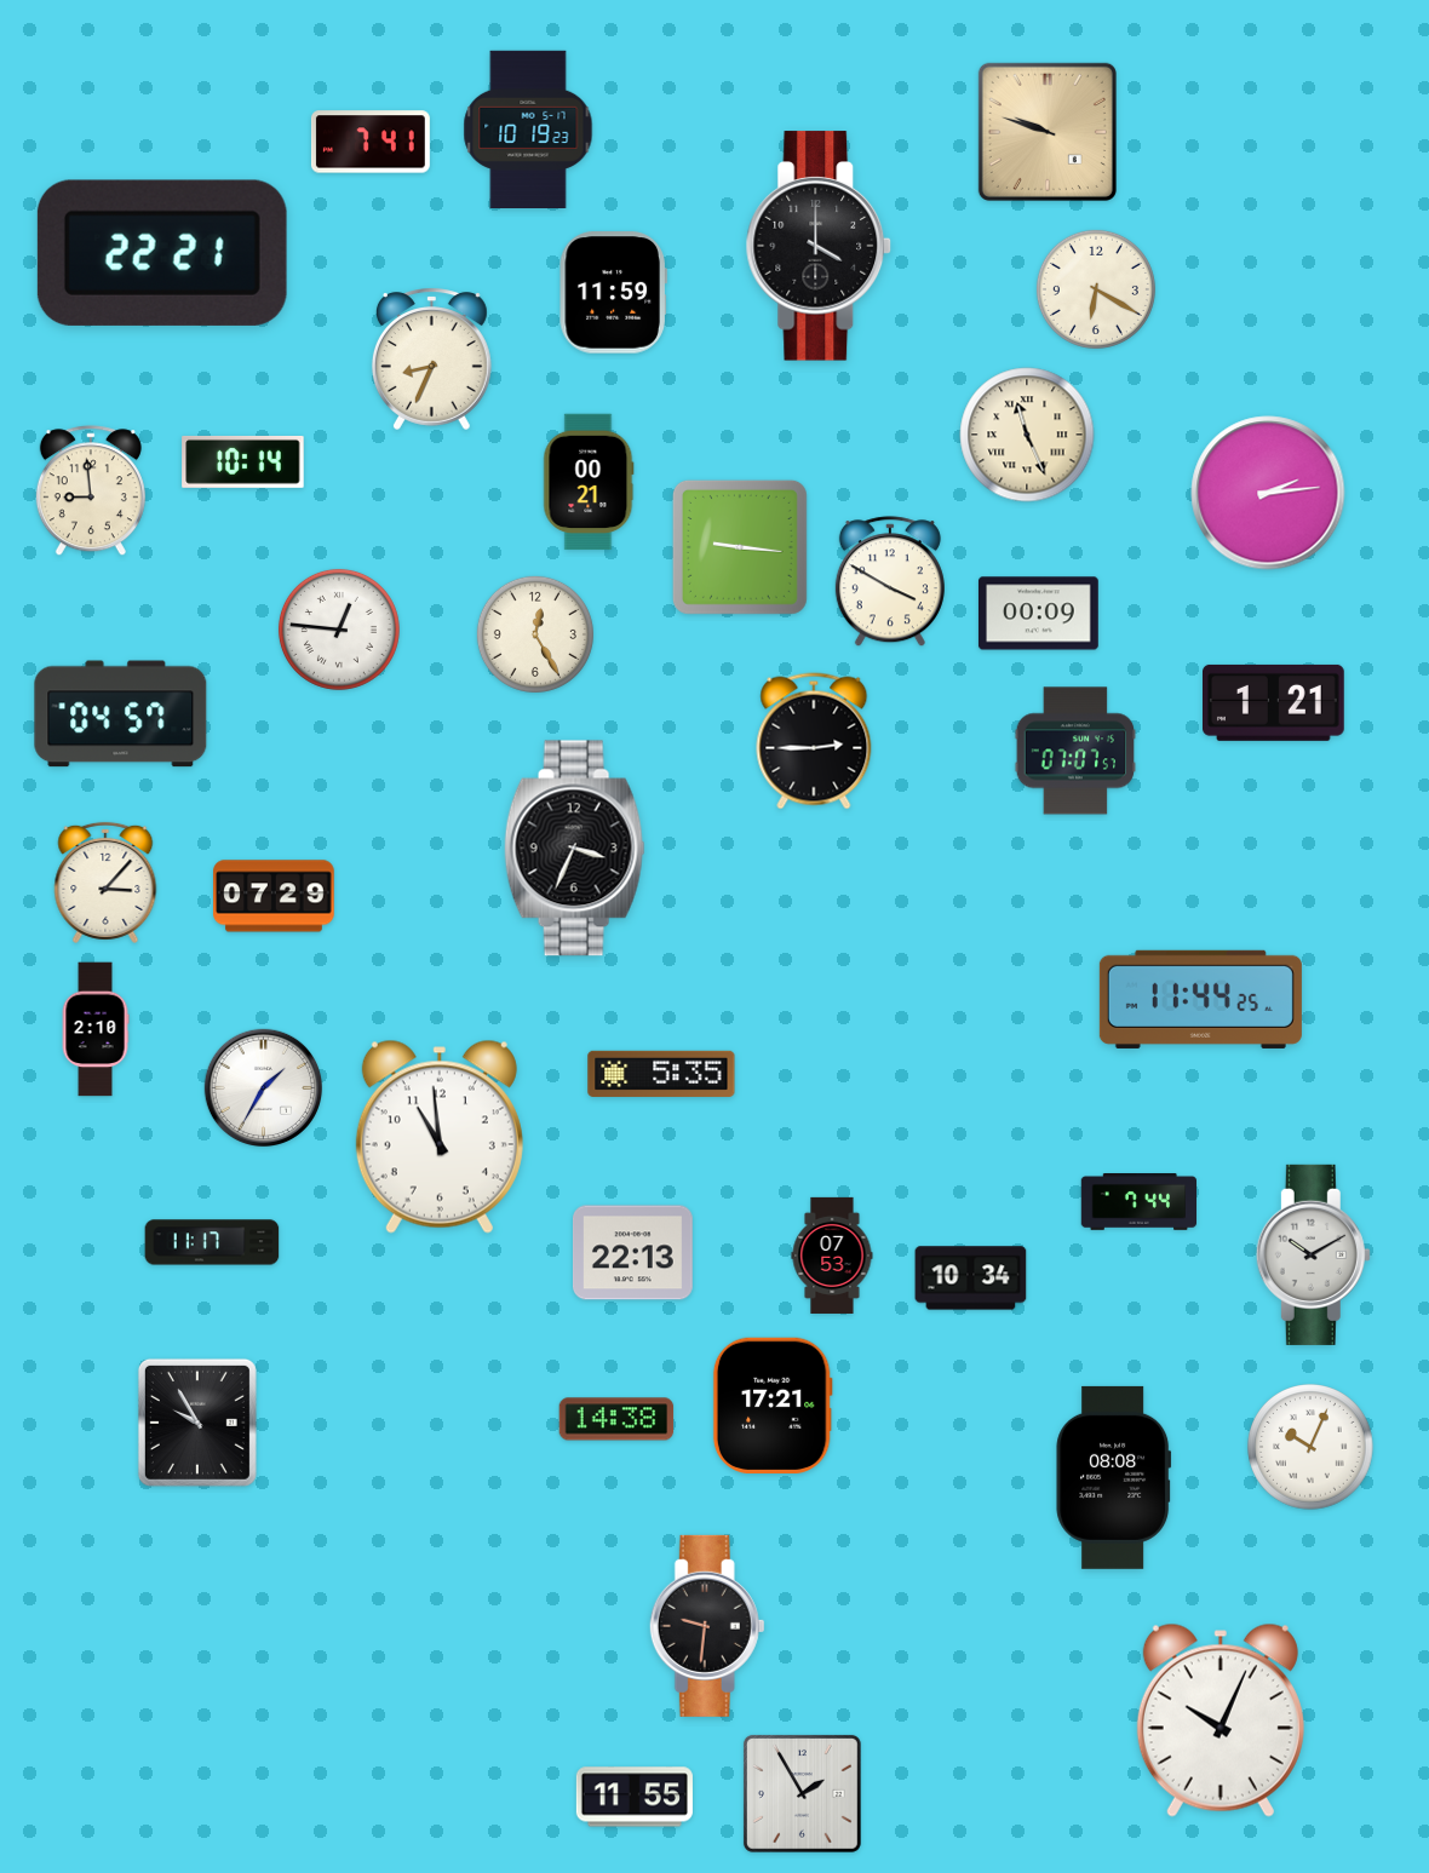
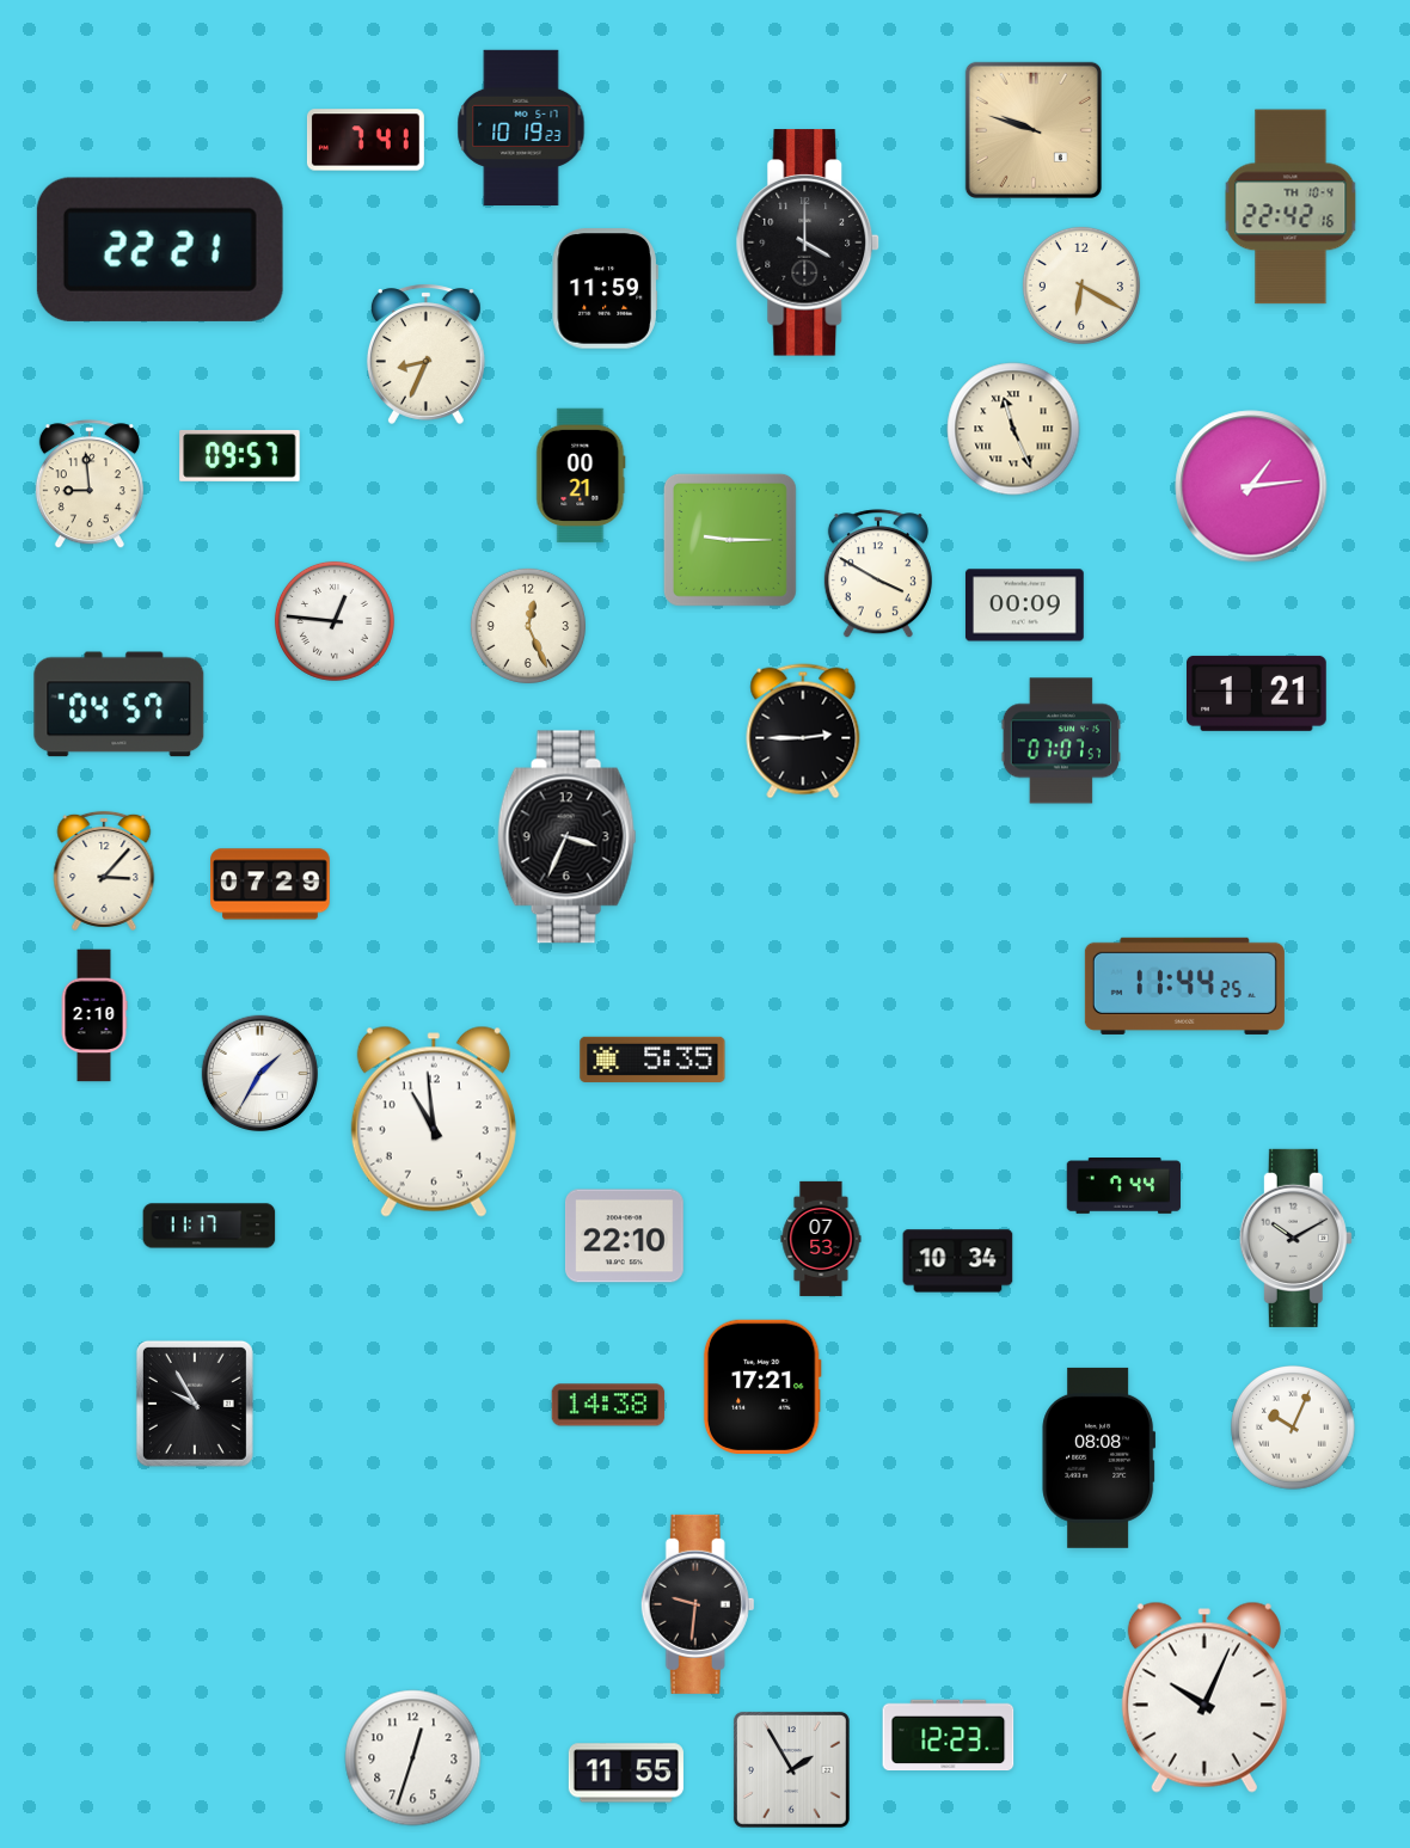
clock at (1291, 207): none -> 22:42
clock at (243, 461): 10:14 -> 09:57
clock at (1268, 493): 2:14 -> 1:14
clock at (740, 547): 9:16 -> 9:15
clock at (535, 634): 12:25 -> 12:26
clock at (633, 1253): 22:13 -> 22:10
clock at (616, 1419) position: (616, 1419) -> (608, 1405)
clock at (949, 1736): none -> 12:23
clock at (413, 1758): none -> 12:33
